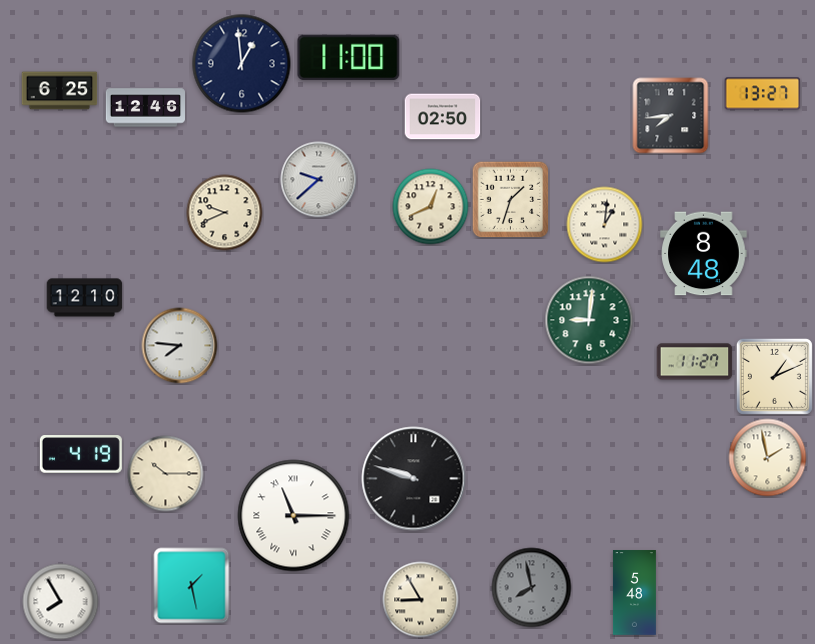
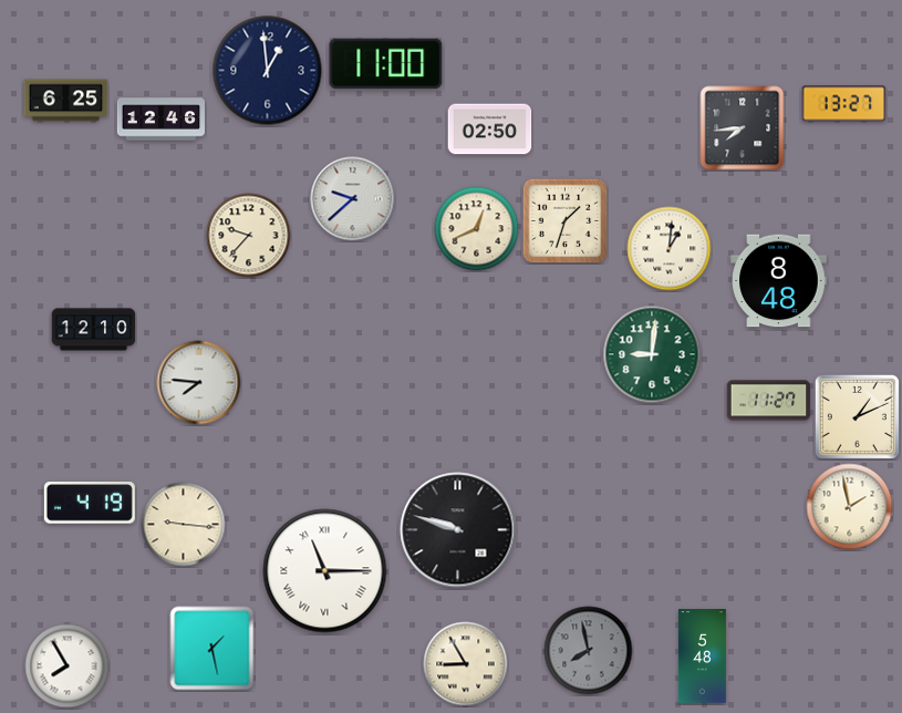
clock at (225, 213): 9:41 -> 9:37
clock at (166, 474): 10:15 -> 9:16
